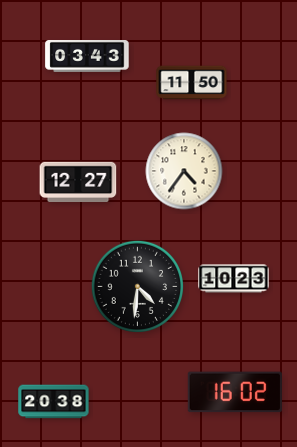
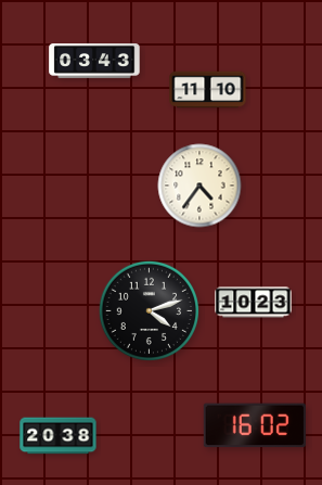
clock at (192, 83): 11:50 -> 11:10
clock at (78, 181): 12:27 -> none
clock at (137, 286): 4:31 -> 4:12
